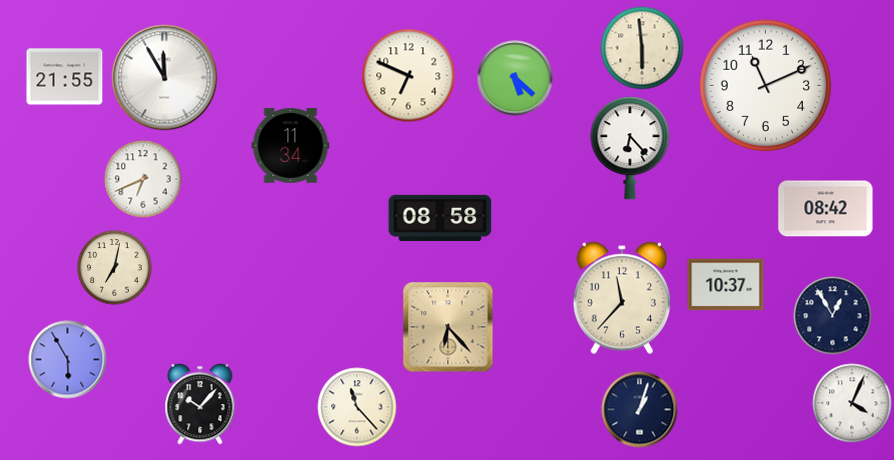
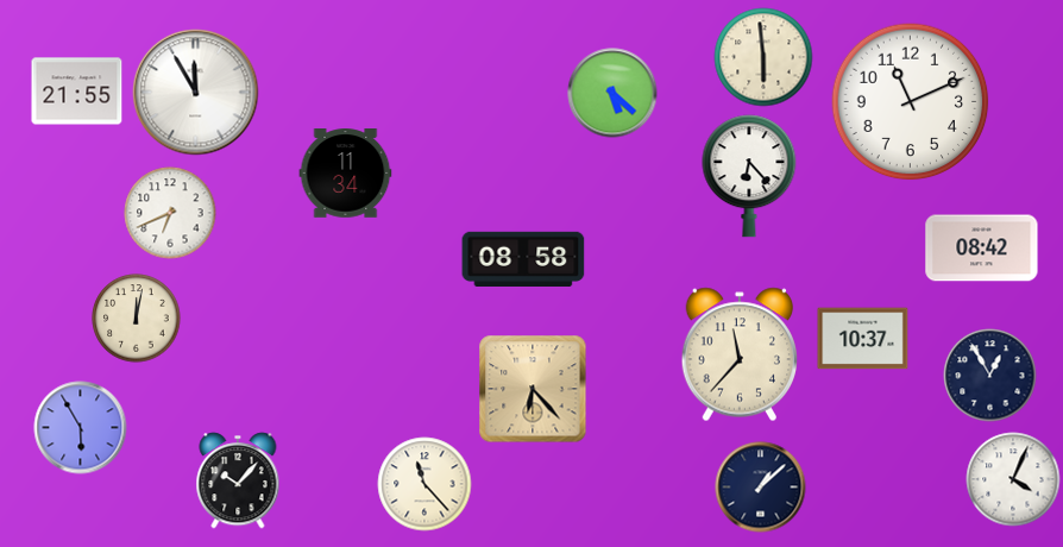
clock at (409, 76): 6:49 -> none
clock at (115, 268): 7:02 -> 12:02
clock at (640, 410): 1:03 -> 1:08
